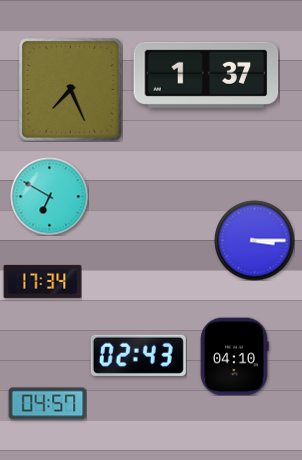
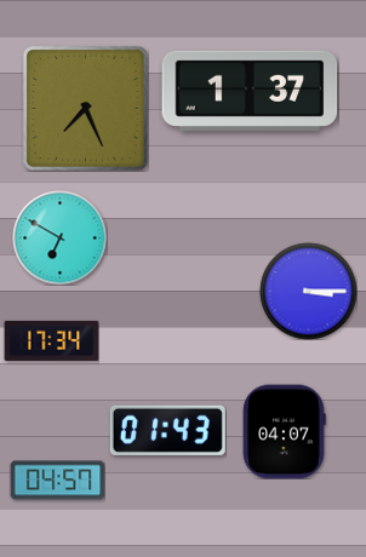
clock at (138, 355): 02:43 -> 01:43
clock at (234, 356): 04:10 -> 04:07
clock at (47, 404) position: (47, 404) -> (57, 481)
